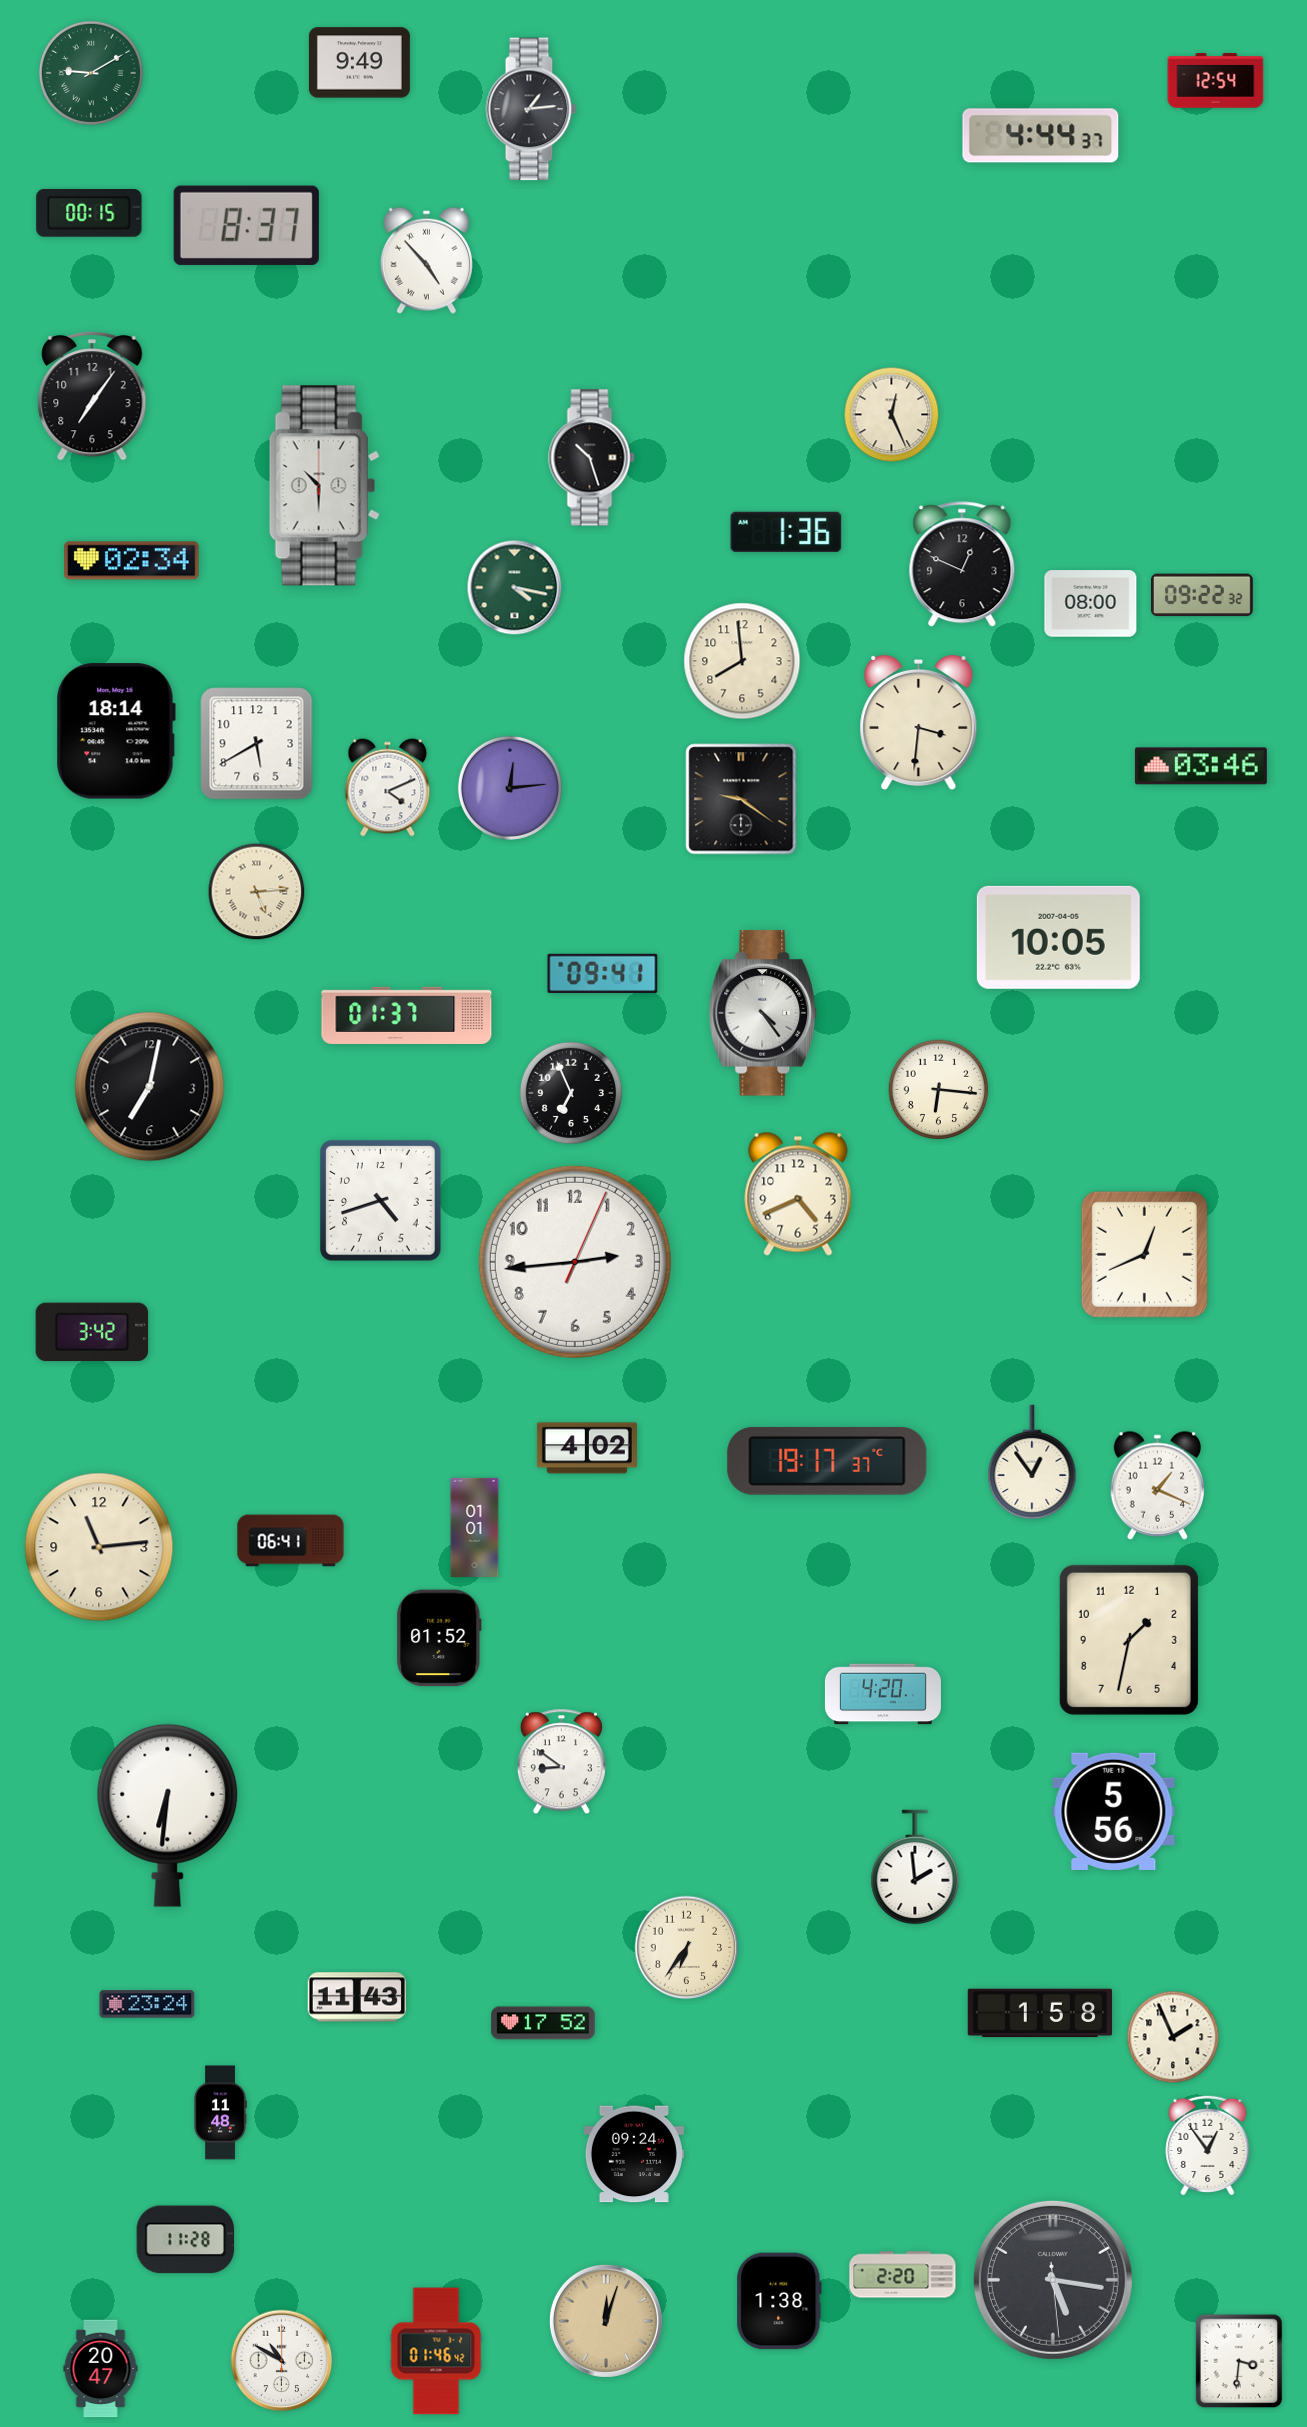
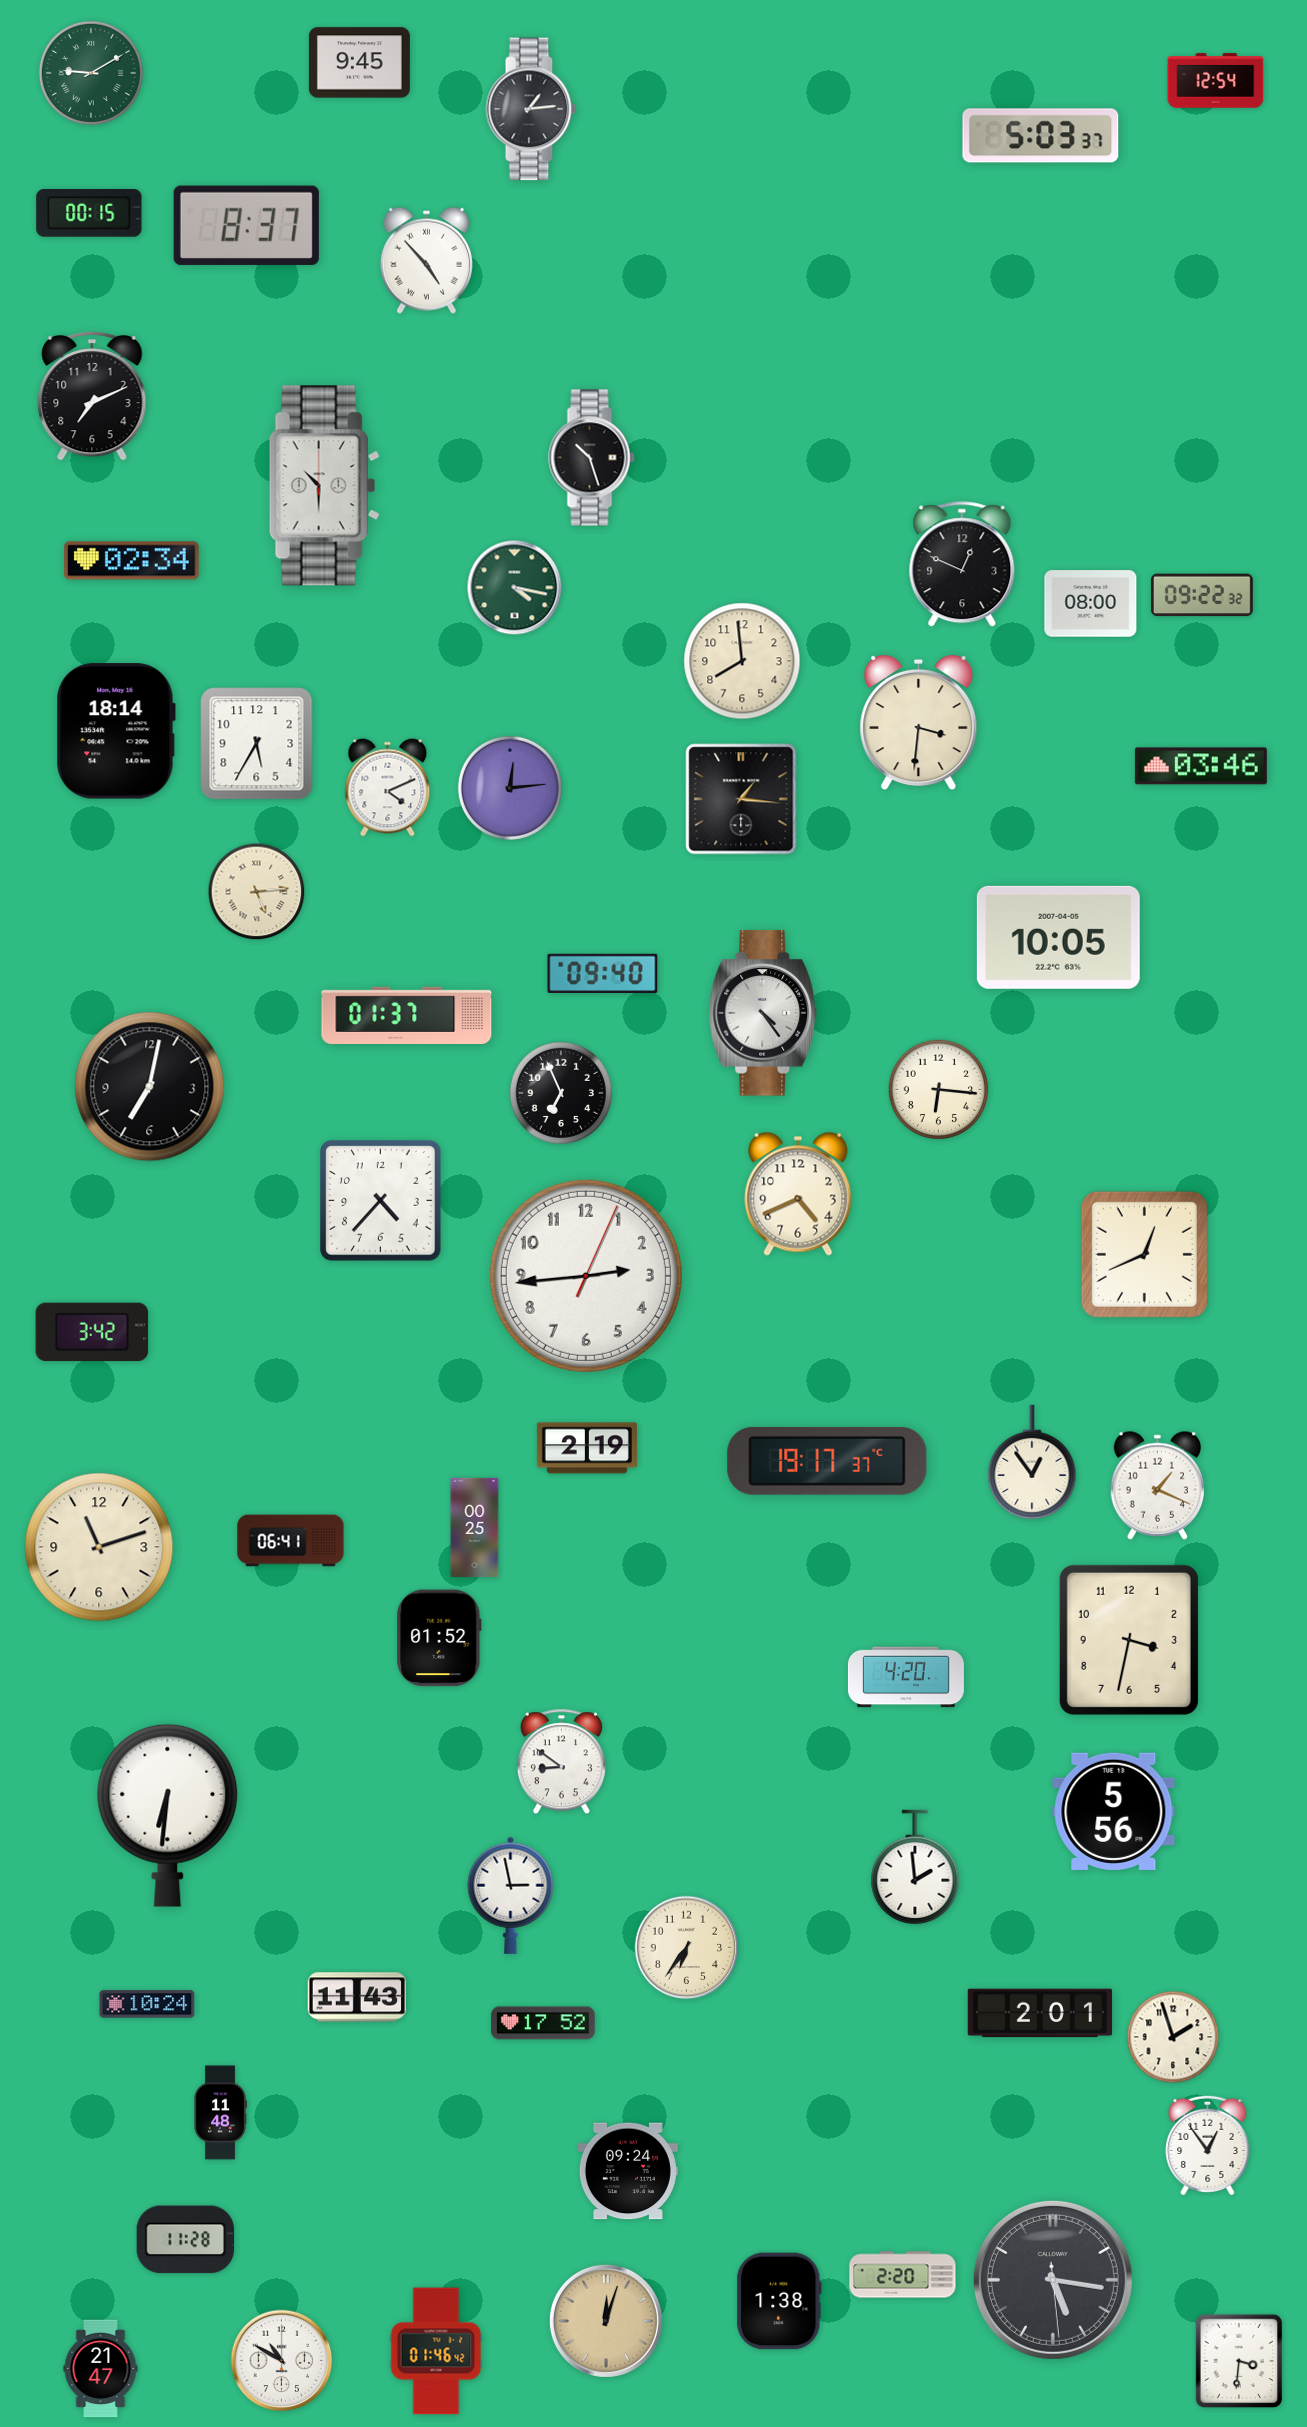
clock at (359, 63): 9:49 -> 9:45
clock at (1041, 136): 4:44 -> 5:03
clock at (92, 396): 7:06 -> 7:11
clock at (892, 415): 12:26 -> none
clock at (786, 532): 1:36 -> none
clock at (257, 744): 5:40 -> 5:35
clock at (741, 799): 9:21 -> 1:16
clock at (603, 973): 09:41 -> 09:40
clock at (571, 1093) position: (571, 1093) -> (561, 1093)
clock at (381, 1201): 4:42 -> 4:37
clock at (575, 1262) position: (575, 1262) -> (586, 1276)
clock at (587, 1448): 4:02 -> 2:19
clock at (475, 1527): 01:01 -> 00:25
clock at (99, 1547): 11:14 -> 11:12
clock at (1129, 1640): 1:32 -> 3:32
clock at (883, 1694) position: (883, 1694) -> (906, 1677)
clock at (511, 1895): none -> 2:58
clock at (147, 2004): 23:24 -> 10:24
clock at (1040, 2013): 1:58 -> 2:01
clock at (1173, 2037): 1:56 -> 1:57
clock at (634, 2154) position: (634, 2154) -> (628, 2171)
clock at (101, 2369): 20:47 -> 21:47
